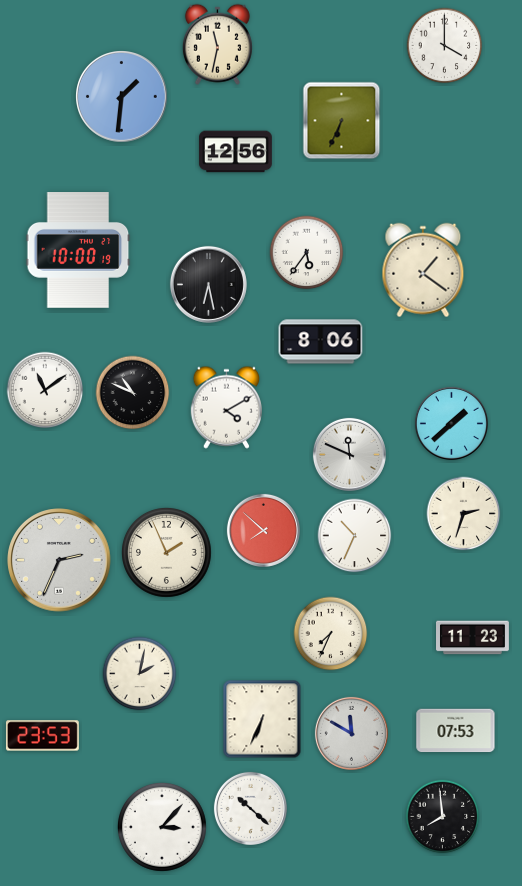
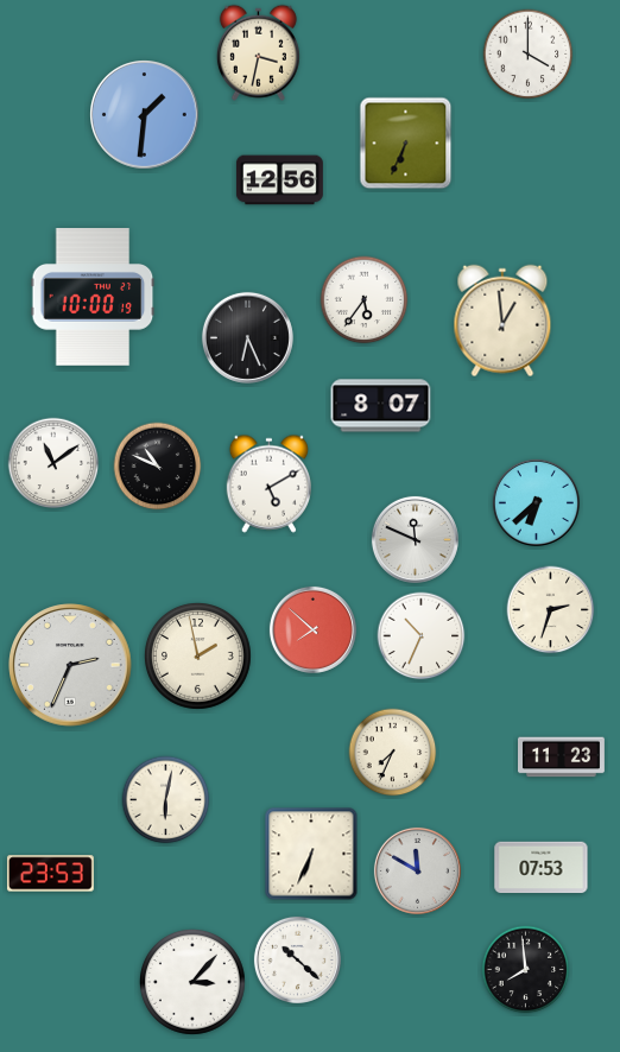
clock at (217, 44): 11:32 -> 3:32
clock at (423, 270): 1:21 -> 12:59
clock at (208, 284): 6:28 -> 6:26
clock at (321, 342): 8:06 -> 8:07
clock at (227, 407): 4:10 -> 5:10
clock at (451, 423): 1:38 -> 6:38
clock at (167, 553): 1:56 -> 1:58
clock at (140, 674): 2:02 -> 6:02
